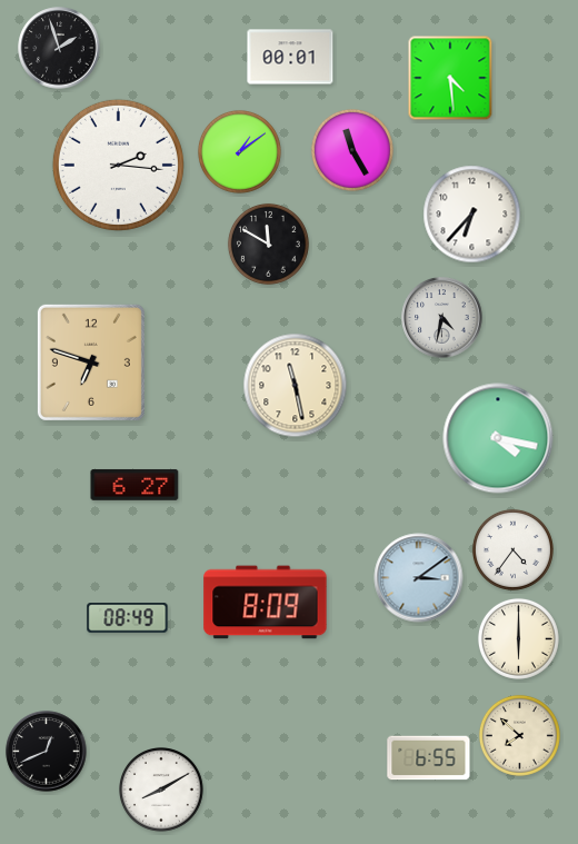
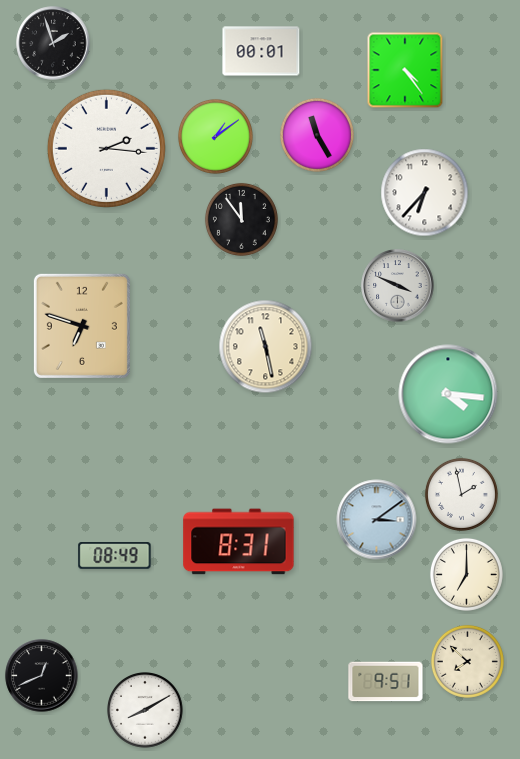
clock at (450, 78): 4:29 -> 4:24
clock at (268, 244): 11:50 -> 11:54
clock at (442, 318): 4:32 -> 3:49
clock at (498, 438): 4:17 -> 4:16
clock at (134, 485): 6:27 -> none
clock at (512, 549): 4:36 -> 1:58
clock at (266, 603): 8:09 -> 8:31
clock at (518, 638): 6:00 -> 7:00
clock at (429, 758): 6:55 -> 9:51
